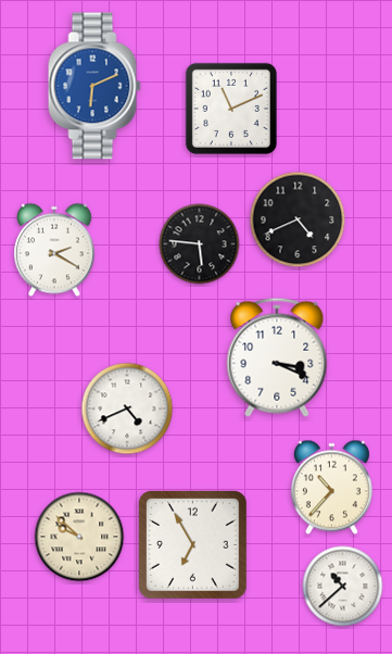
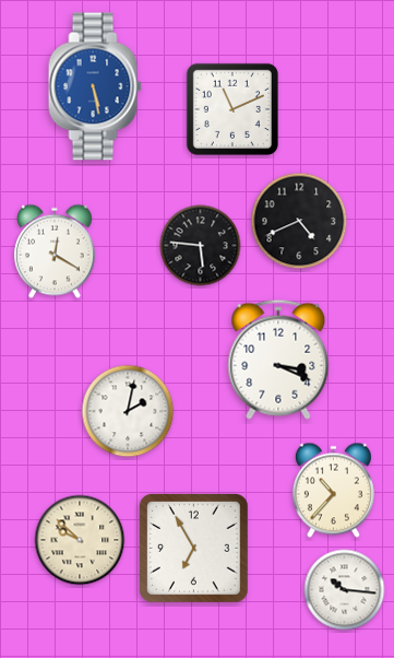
clock at (94, 86): 6:11 -> 5:28
clock at (55, 250): 2:20 -> 12:20
clock at (127, 408): 4:41 -> 2:02
clock at (343, 587): 10:38 -> 10:16
